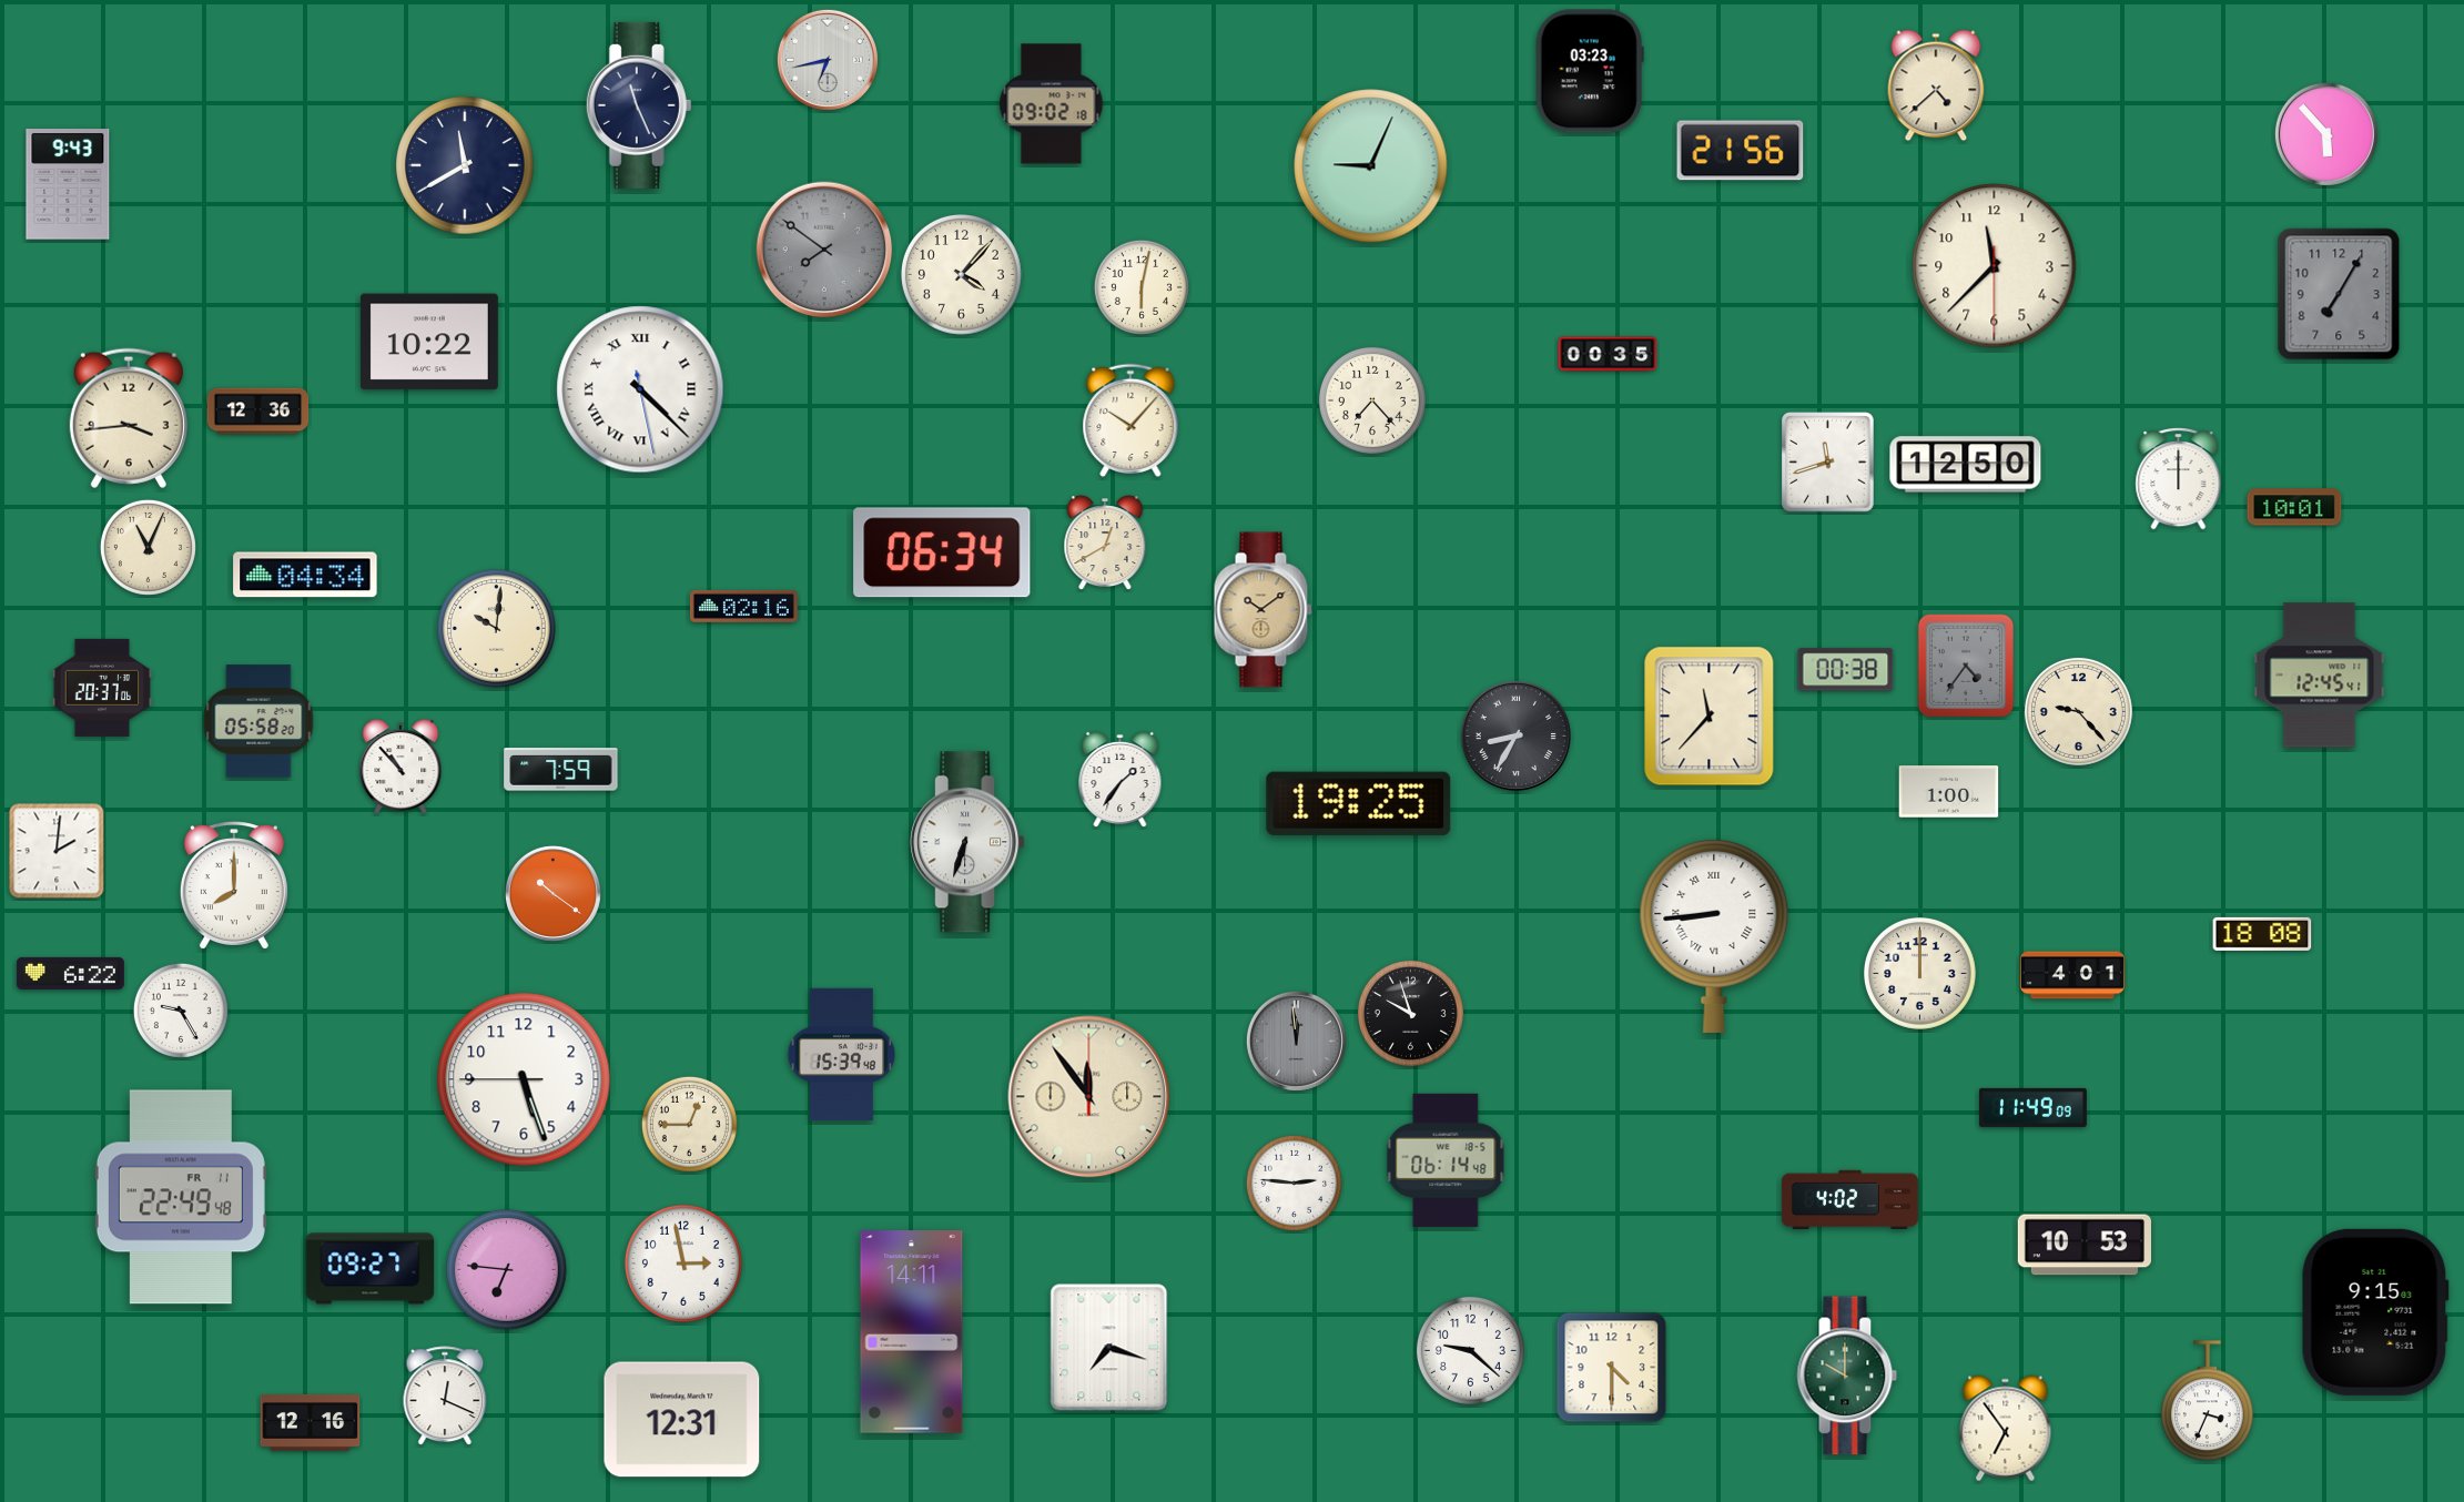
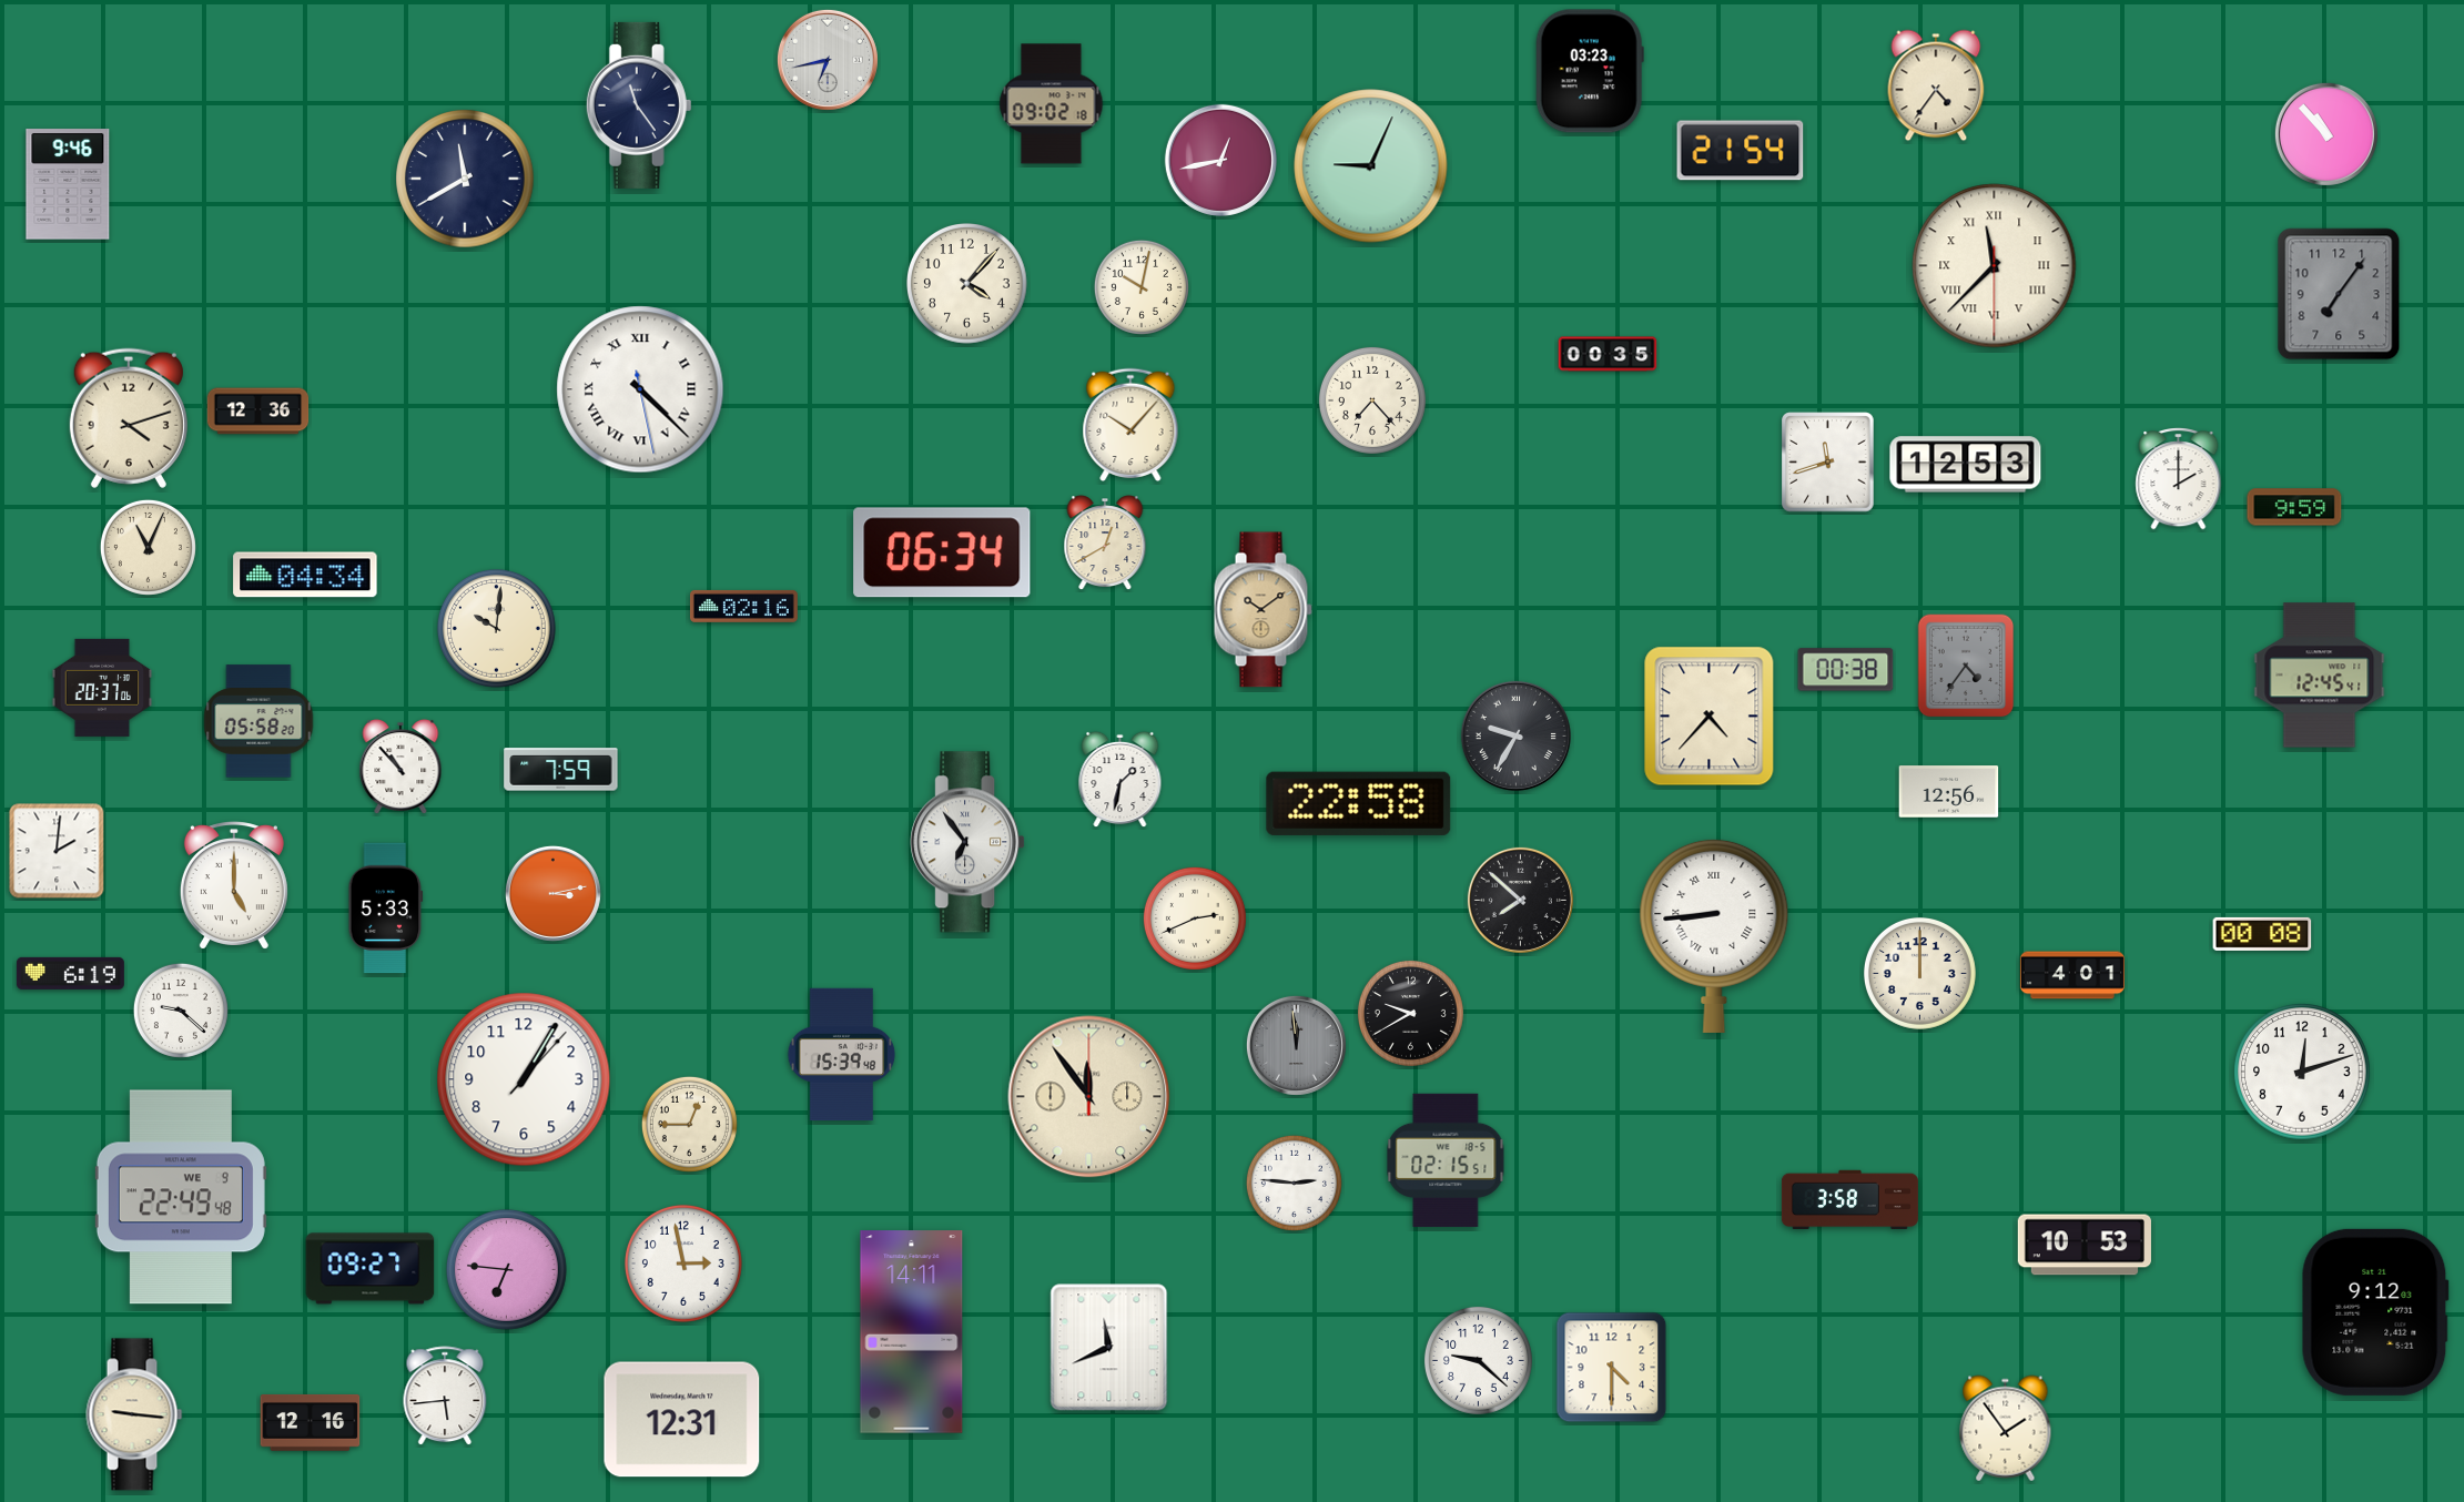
clock at (1936, 85): 4:38 -> 4:36
clock at (639, 105): 11:26 -> 11:24
clock at (2326, 134): 5:53 -> 10:53
clock at (1741, 151): 21:56 -> 21:54
clock at (1220, 160): none -> 12:43
clock at (465, 165) position: (465, 165) -> (465, 179)
clock at (68, 184): 9:43 -> 9:46
clock at (824, 250): 7:51 -> none
clock at (1995, 266) numerals: Arabic -> Roman
clock at (962, 275) position: (962, 275) -> (967, 284)
clock at (1142, 287): 6:02 -> 10:02
clock at (2339, 294): 7:05 -> 7:06
clock at (429, 342): 10:22 -> none
clock at (129, 418): 3:44 -> 4:12
clock at (1130, 419) position: (1130, 419) -> (1130, 424)
clock at (1966, 465): 12:50 -> 12:53
clock at (2179, 479): 12:00 -> 2:00
clock at (2294, 507): 10:01 -> 9:59
clock at (2078, 711): 9:23 -> none
clock at (1710, 717): 11:37 -> 4:37
clock at (1515, 735): 8:35 -> 9:35
clock at (1121, 780): 1:36 -> 1:32
clock at (1949, 792): 1:00 -> 12:56
clock at (1359, 803): 19:25 -> 22:58
clock at (967, 842): 6:33 -> 6:54
clock at (234, 885): 8:00 -> 5:00
clock at (552, 893): 10:21 -> 3:13
clock at (1520, 900): none -> 7:52
clock at (386, 909): none -> 5:33
clock at (1195, 919): none -> 2:41
clock at (2262, 934): 18:08 -> 00:08
clock at (70, 973): 6:22 -> 6:19
clock at (181, 1011): 9:25 -> 9:22
clock at (1410, 1013): 9:57 -> 9:40
clock at (1296, 1041) position: (1296, 1041) -> (1296, 1045)
clock at (2302, 1072): none -> 12:12
clock at (524, 1079): 5:26 -> 1:05
clock at (2032, 1107): 11:49 -> none
clock at (1446, 1160): 06:14 -> 02:15
clock at (181, 1197) date: FR 11 -> WE 9
clock at (1849, 1200): 4:02 -> 3:58
clock at (2375, 1312): 9:15 -> 9:12
clock at (1109, 1348): 7:18 -> 11:41
clock at (1470, 1350) position: (1470, 1350) -> (1478, 1360)
clock at (1847, 1376): 10:00 -> none
clock at (445, 1397): 12:19 -> 5:44
clock at (2207, 1401): 3:34 -> none
clock at (134, 1414): none -> 9:16
clock at (2006, 1429): 6:54 -> 1:54
